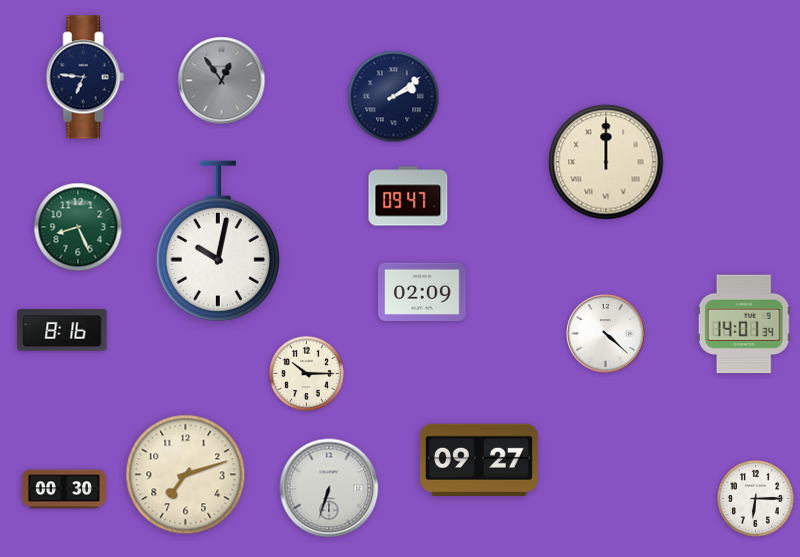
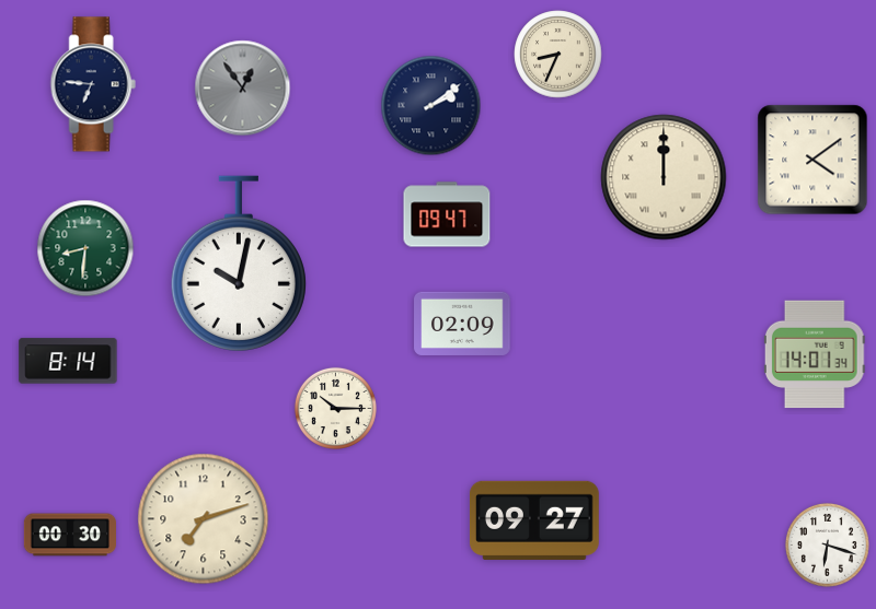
clock at (558, 55): none -> 8:34
clock at (812, 160): none -> 4:09
clock at (78, 227): 8:26 -> 8:31
clock at (422, 292) position: (422, 292) -> (462, 324)
clock at (62, 330): 8:16 -> 8:14
clock at (606, 334): 4:22 -> none
clock at (479, 460) position: (479, 460) -> (534, 520)
clock at (329, 488): 6:33 -> none
clock at (755, 498): 6:15 -> 6:18
